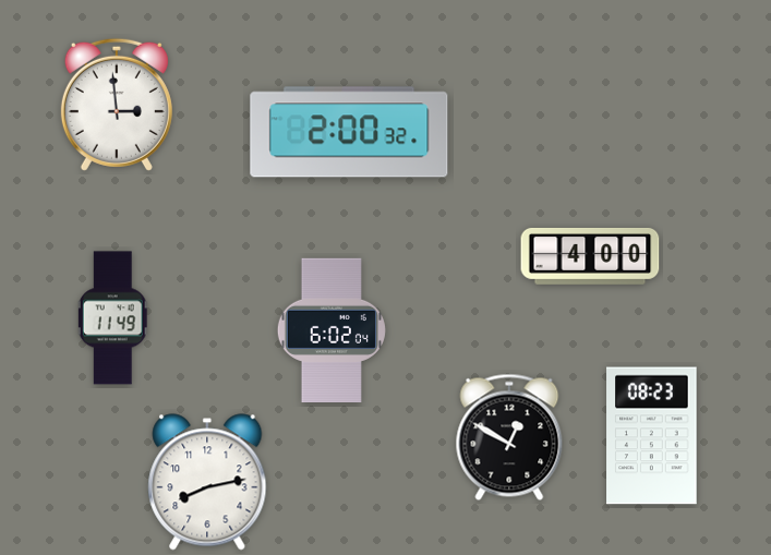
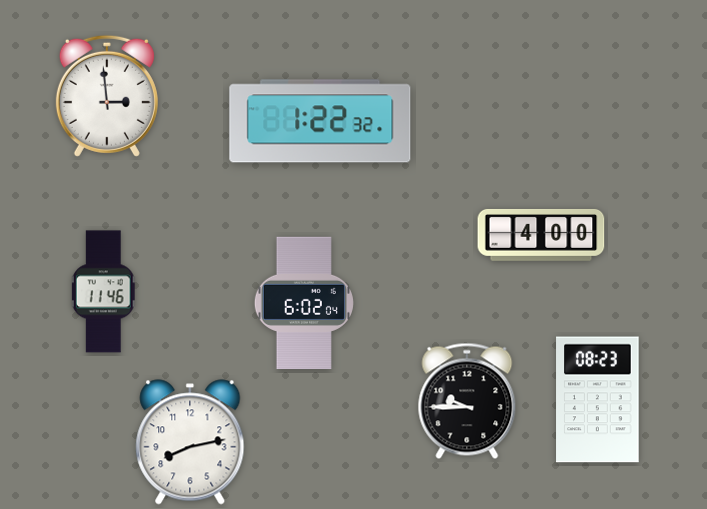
clock at (349, 132): 2:00 -> 1:22
clock at (112, 318): 11:49 -> 11:46
clock at (509, 437): 12:50 -> 9:45
